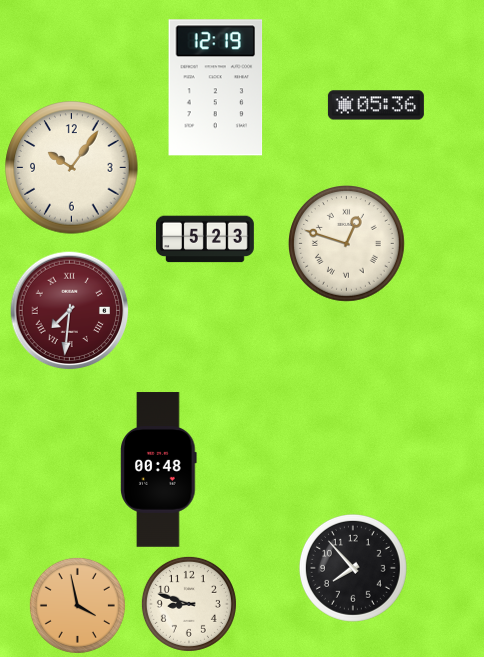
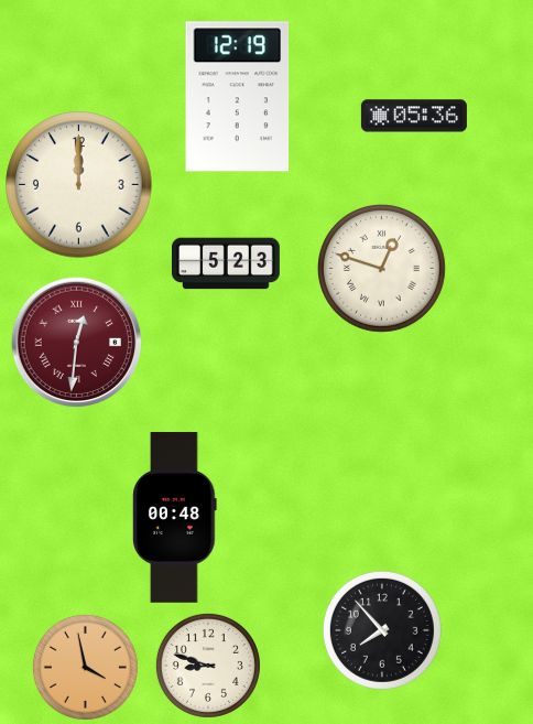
clock at (72, 168): 10:06 -> 12:00
clock at (70, 311): 7:31 -> 12:31
clock at (353, 568) position: (353, 568) -> (382, 630)
